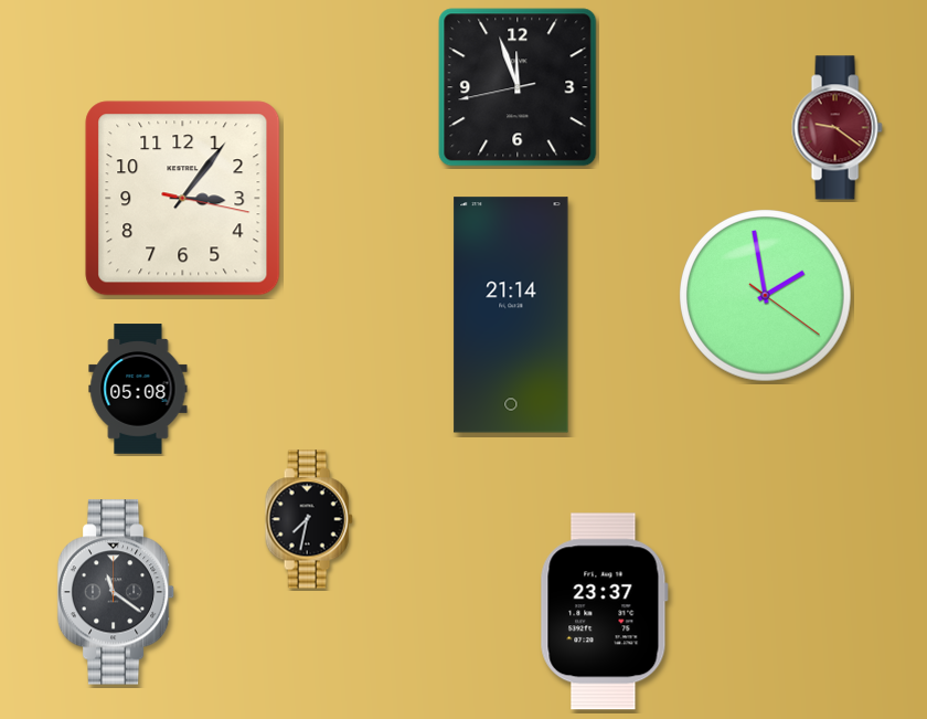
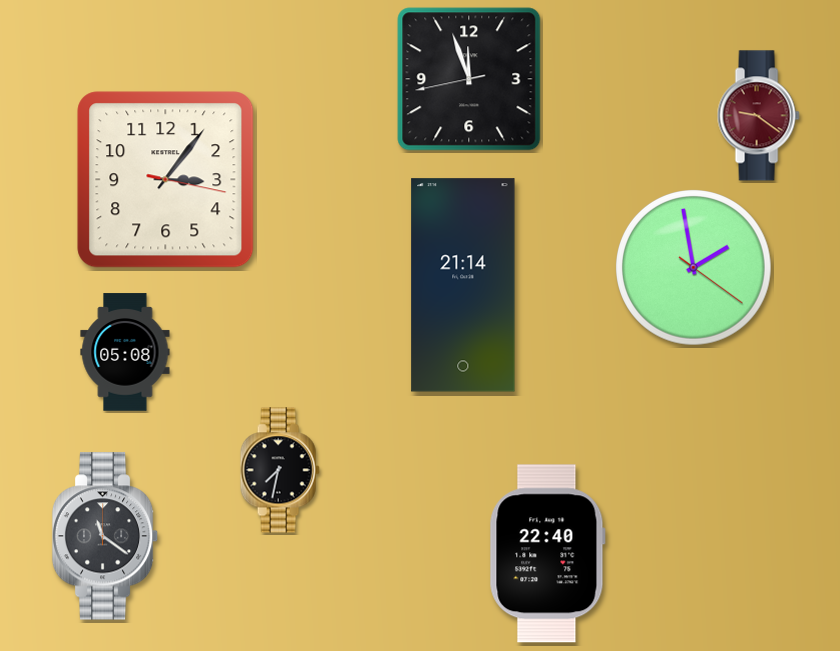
clock at (604, 612): 23:37 -> 22:40
